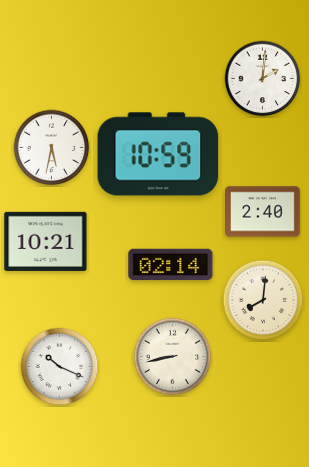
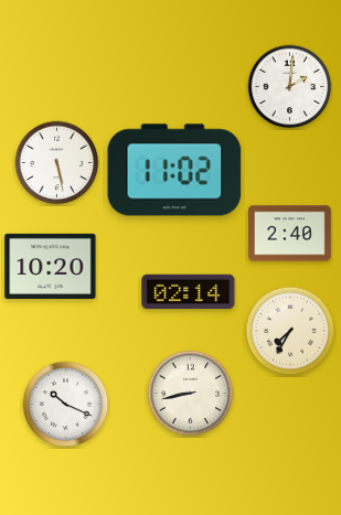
clock at (52, 148): 5:32 -> 5:28
clock at (158, 154): 10:59 -> 11:02
clock at (46, 241): 10:21 -> 10:20
clock at (263, 300): 8:01 -> 7:35
